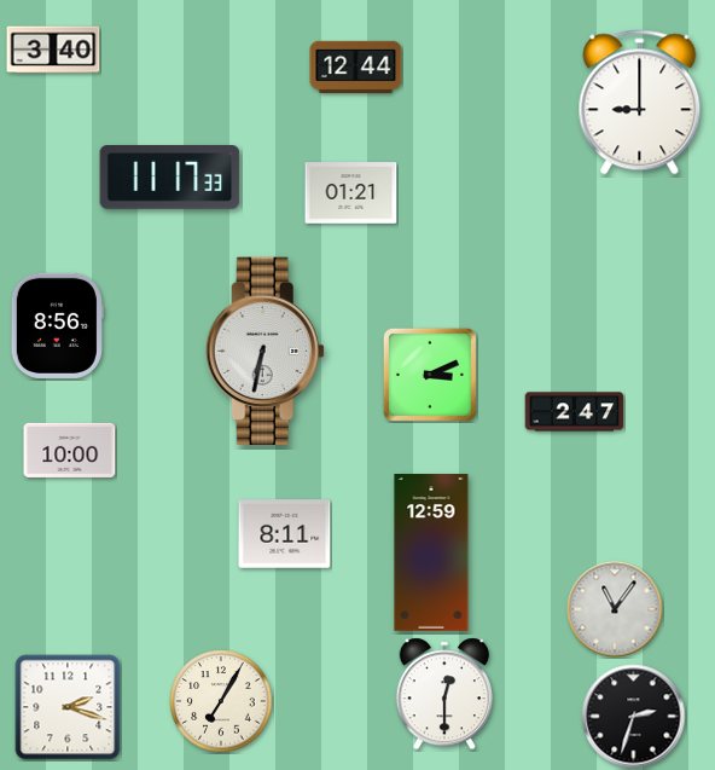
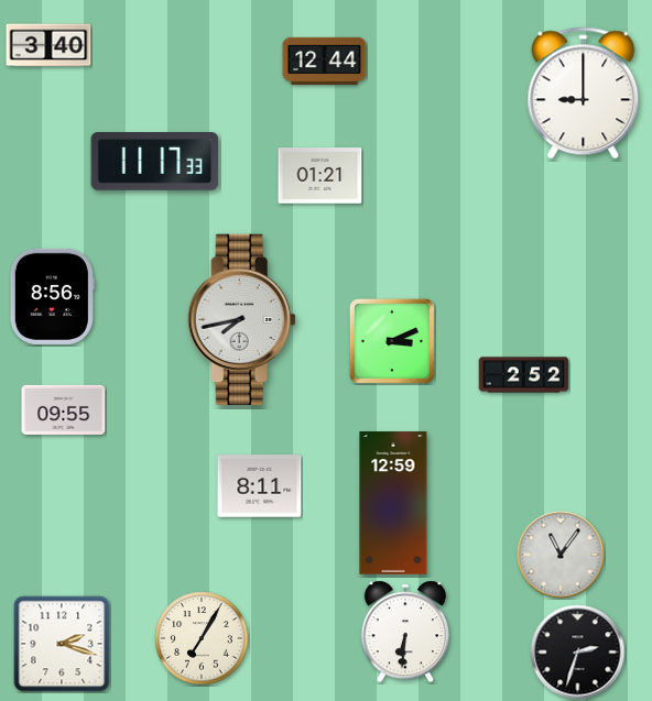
clock at (265, 351): 6:32 -> 7:43
clock at (575, 412): 2:47 -> 2:52
clock at (70, 450): 10:00 -> 09:55
clock at (444, 694): 12:30 -> 6:31
